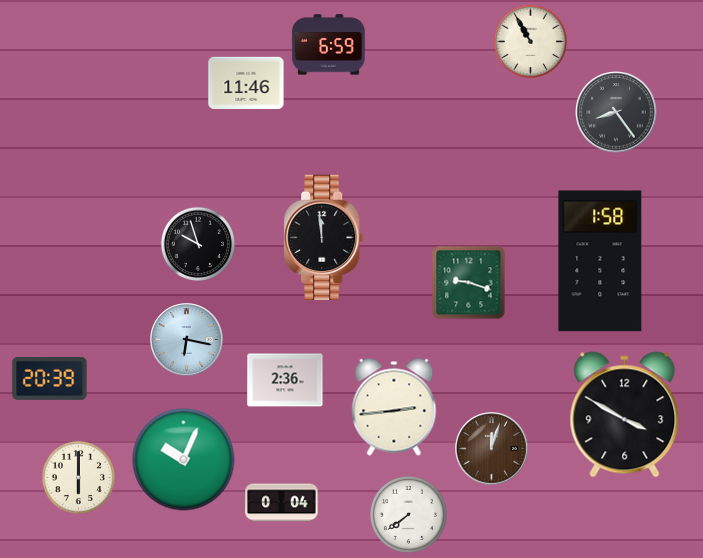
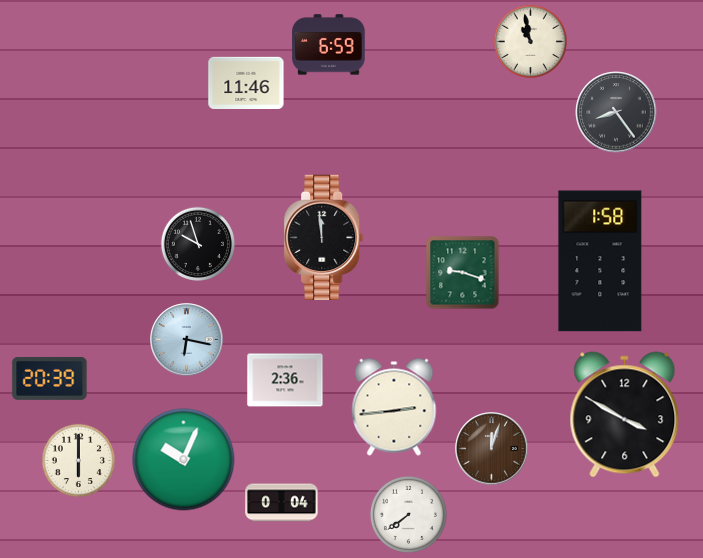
clock at (530, 41): 10:55 -> 10:58
clock at (469, 283) position: (469, 283) -> (463, 273)
clock at (78, 477) position: (78, 477) -> (78, 460)
